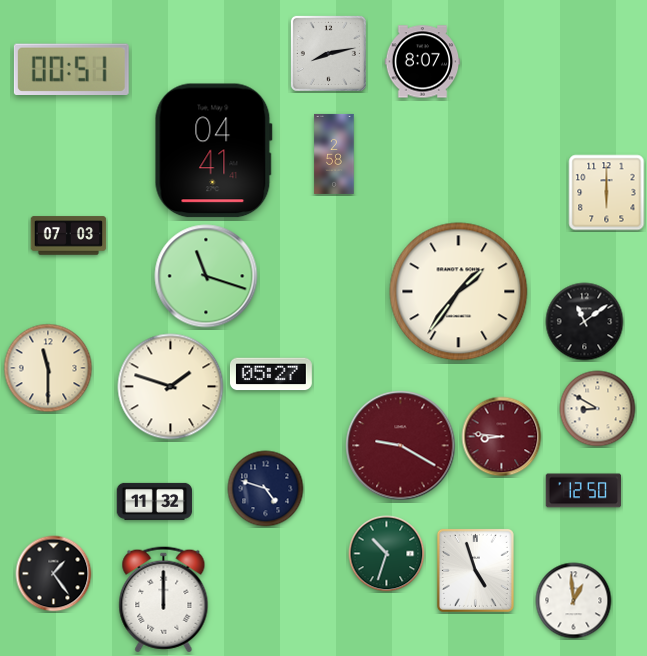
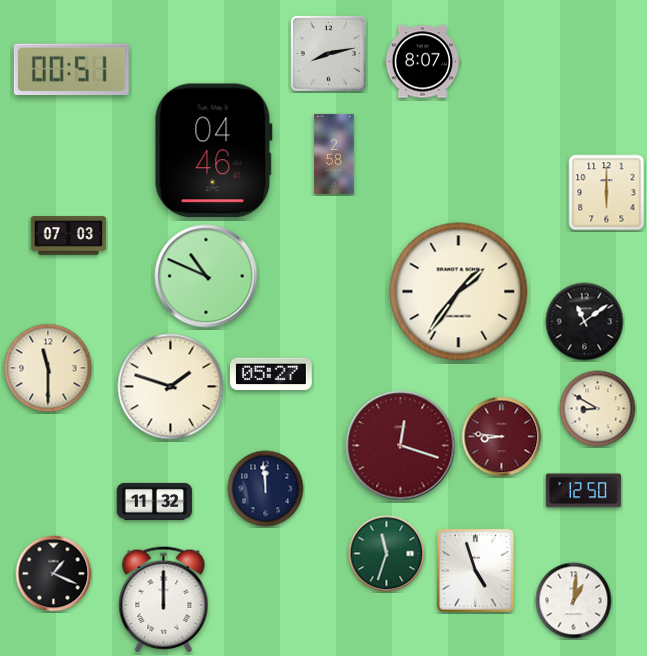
clock at (213, 151): 04:41 -> 04:46
clock at (206, 276): 11:18 -> 10:49
clock at (401, 446): 9:20 -> 12:18
clock at (266, 489): 4:48 -> 11:59
clock at (387, 554): 10:33 -> 11:33
clock at (54, 574): 1:24 -> 1:19
clock at (574, 601): 12:59 -> 1:01
